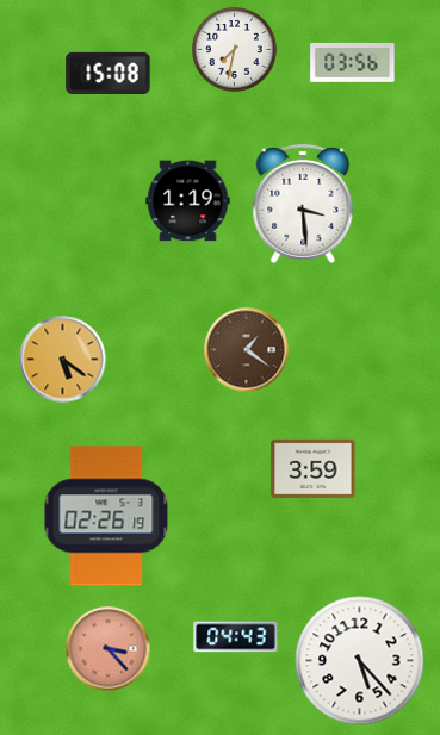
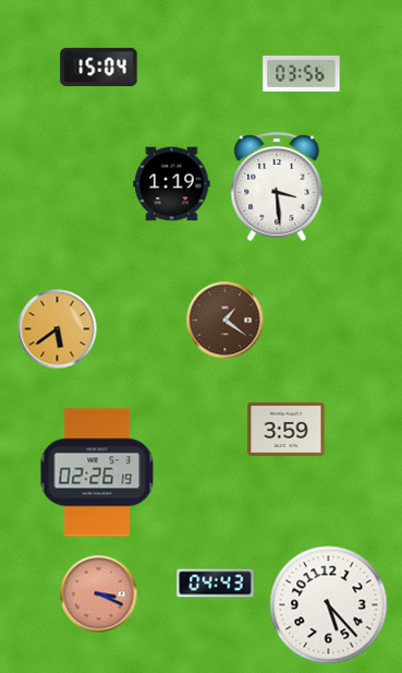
clock at (235, 50): 7:32 -> none
clock at (353, 63) position: (353, 63) -> (302, 74)
clock at (109, 73): 15:08 -> 15:04
clock at (63, 360): 5:21 -> 5:39
clock at (109, 649): 3:23 -> 3:19
